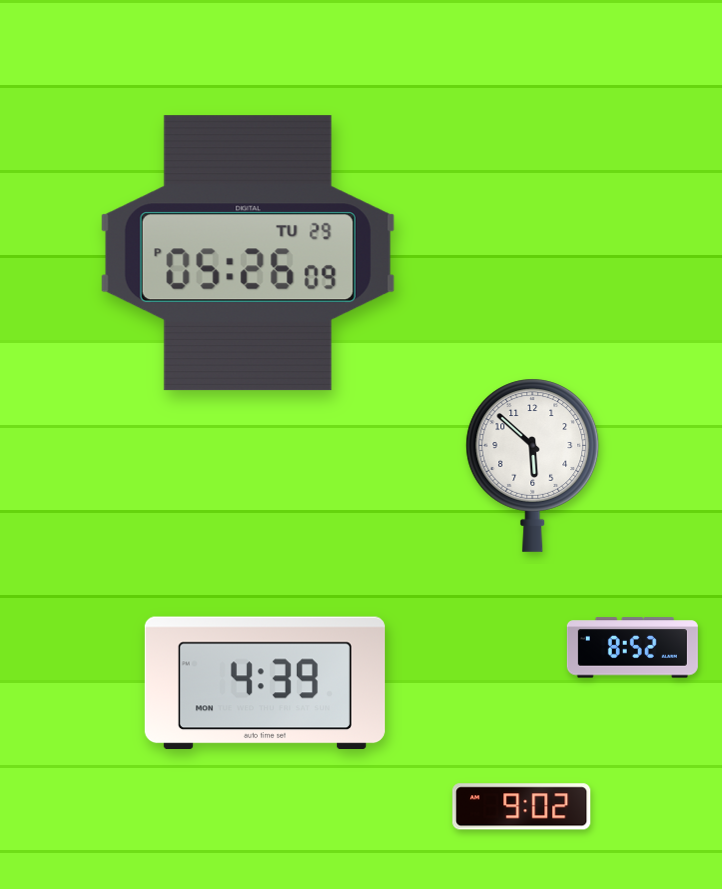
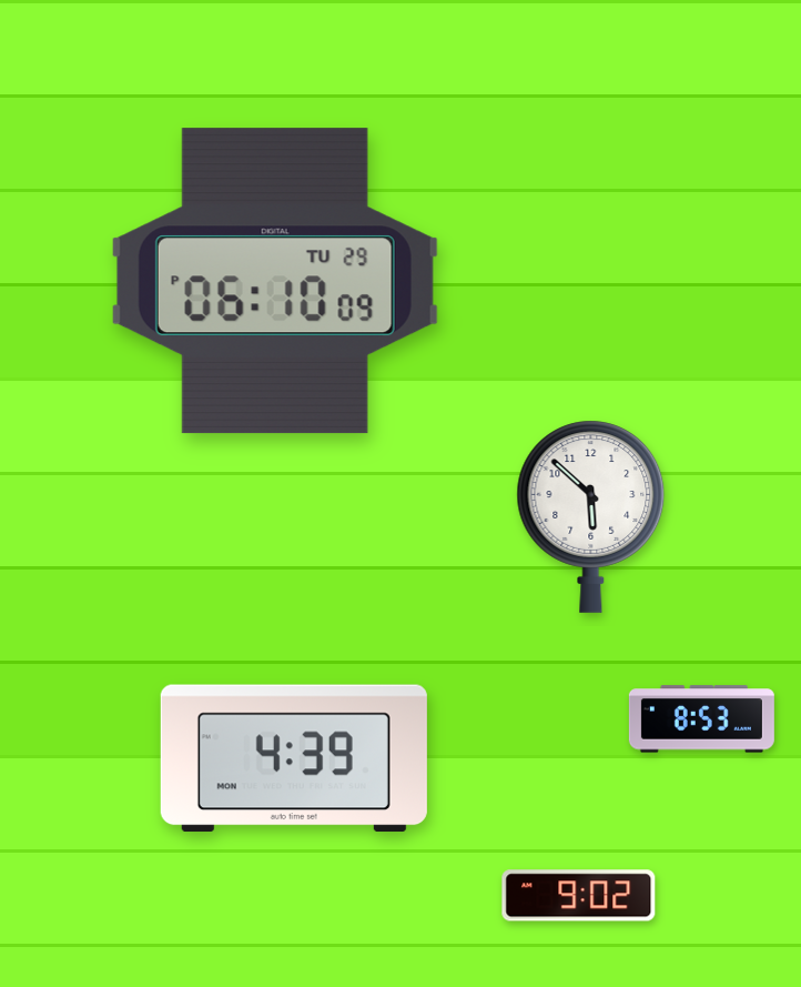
clock at (248, 253): 05:26 -> 06:10
clock at (632, 648): 8:52 -> 8:53
